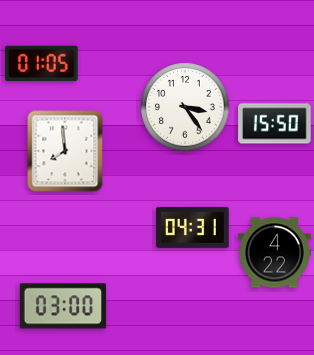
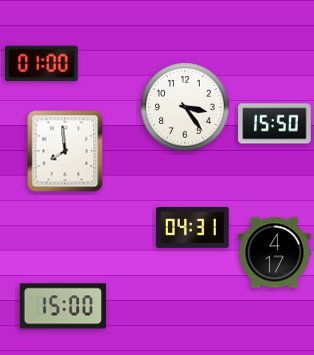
clock at (42, 64): 01:05 -> 01:00
clock at (275, 253): 4:22 -> 4:17
clock at (63, 306): 03:00 -> 15:00
